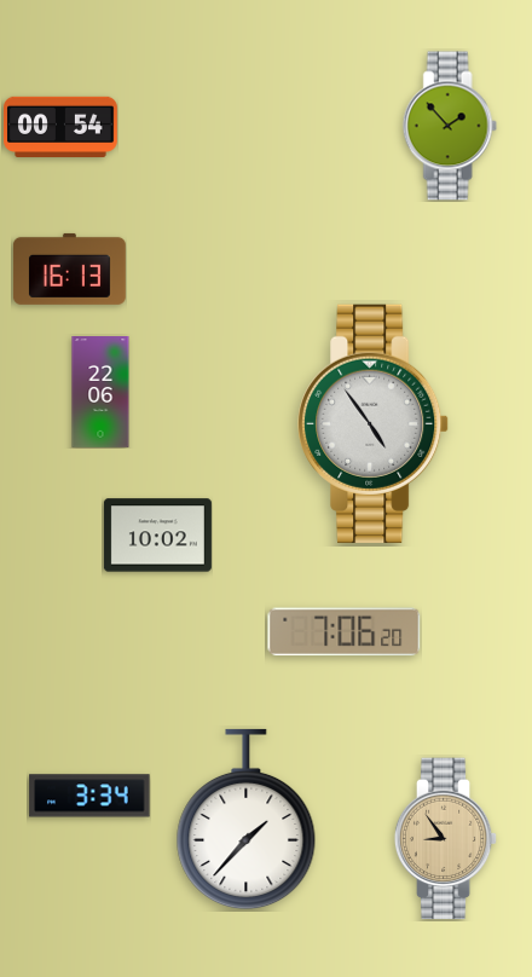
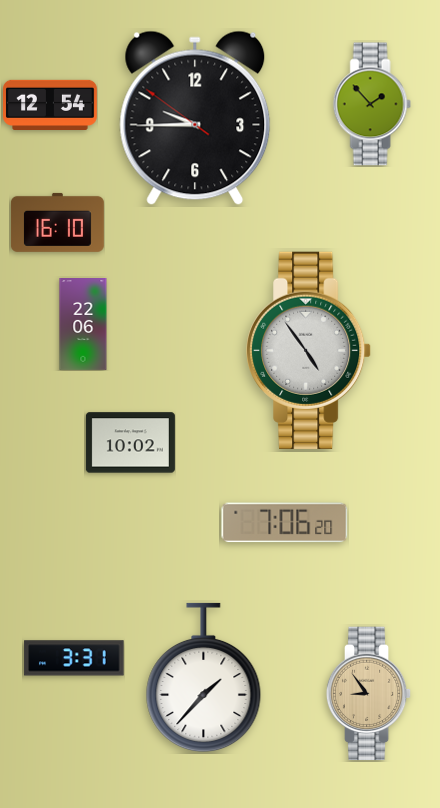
clock at (60, 126): 00:54 -> 12:54
clock at (195, 118): none -> 9:44
clock at (69, 268): 16:13 -> 16:10
clock at (89, 796): 3:34 -> 3:31
